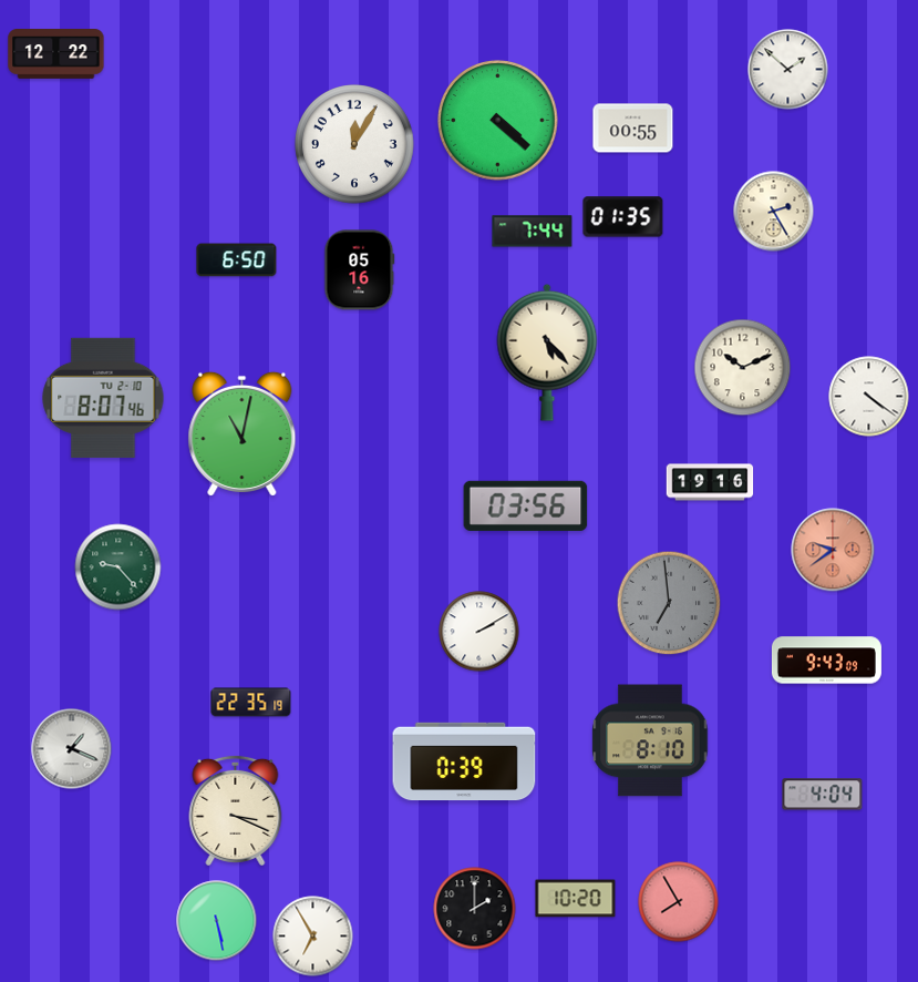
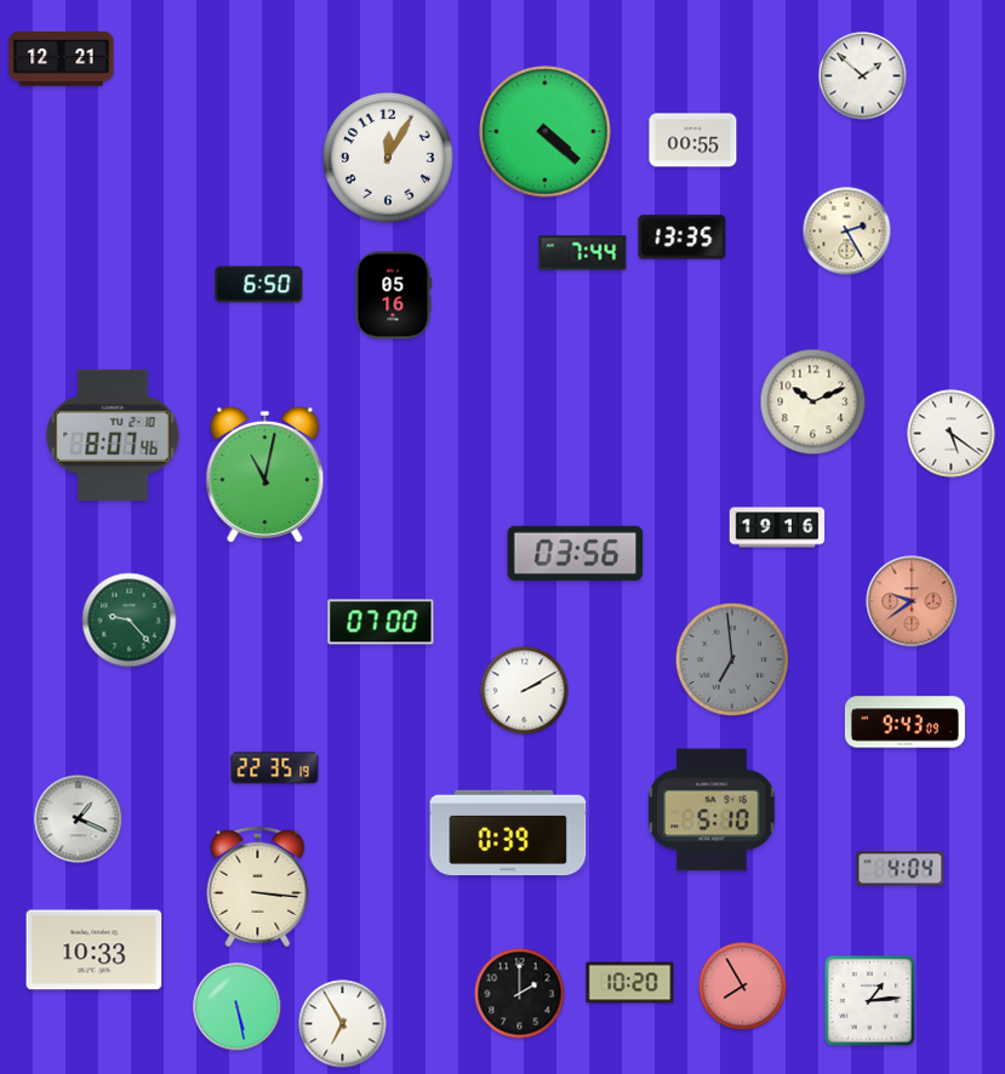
clock at (56, 54): 12:22 -> 12:21
clock at (623, 217): 01:35 -> 13:35
clock at (547, 352): 5:23 -> none
clock at (869, 397): 4:21 -> 5:21
clock at (381, 622): none -> 07:00
clock at (650, 740): 8:10 -> 5:10
clock at (236, 810): 3:19 -> 3:16
clock at (95, 950): none -> 10:33
clock at (869, 1000): none -> 1:14
